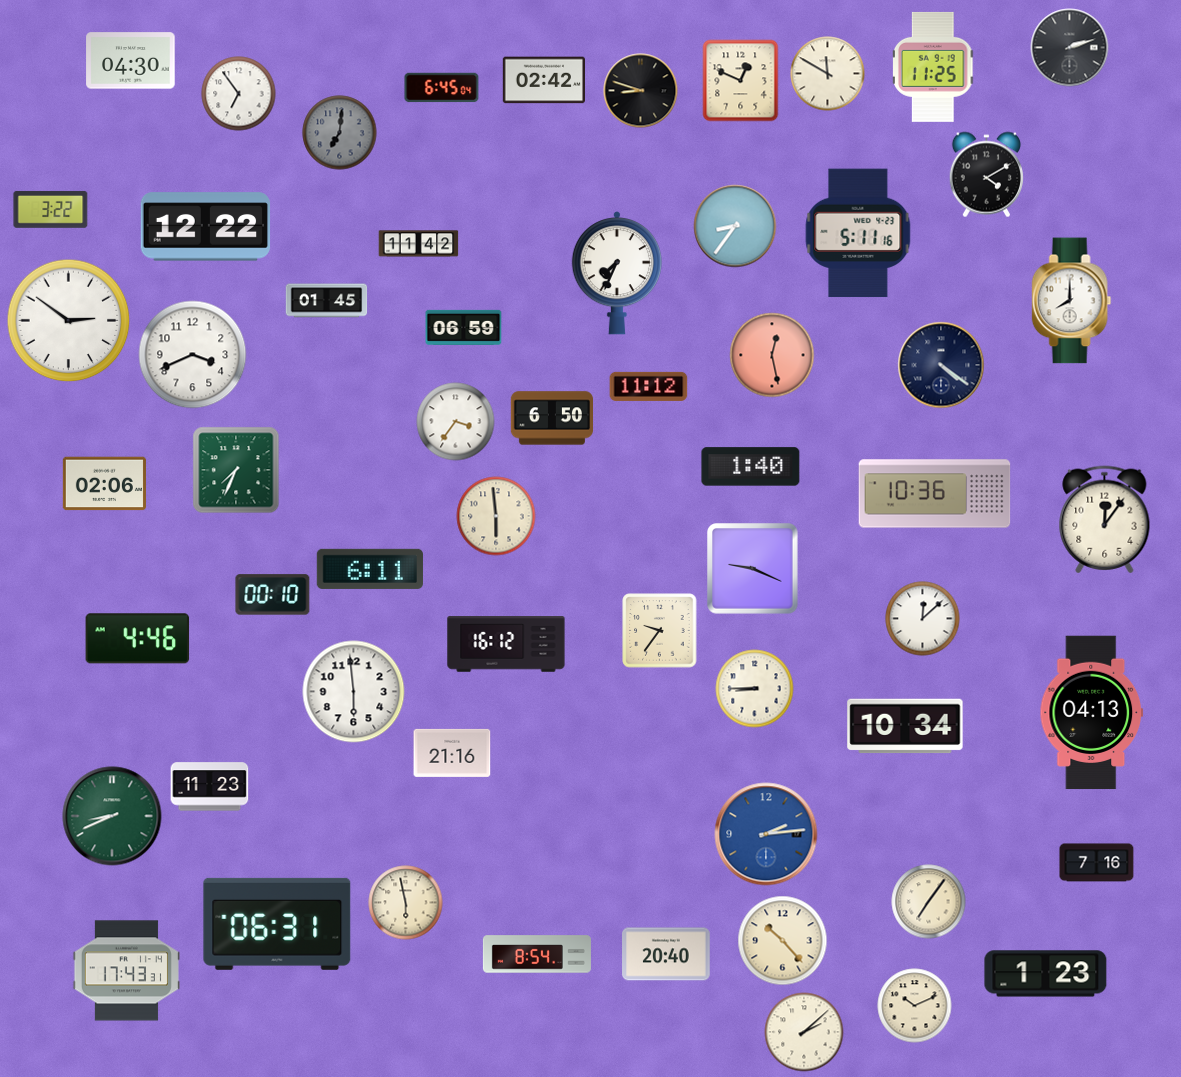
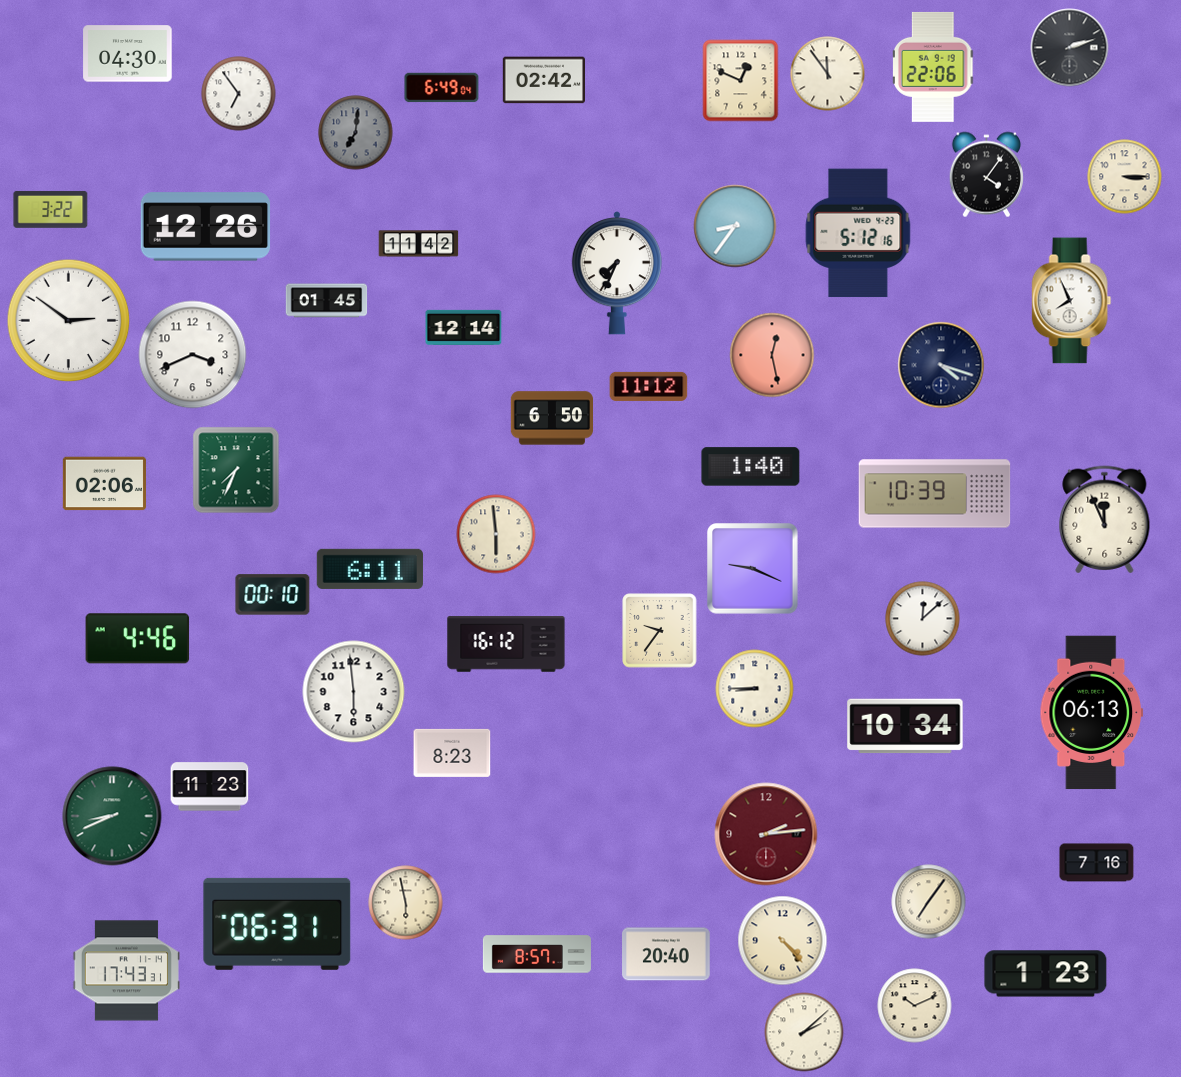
clock at (131, 61) position: (131, 61) -> (128, 54)
clock at (934, 67): 11:25 -> 22:06
clock at (828, 74): 11:50 -> 11:54
clock at (442, 88): 6:45 -> 6:49
clock at (641, 91): 8:48 -> none
clock at (340, 133) position: (340, 133) -> (356, 133)
clock at (986, 175): 4:10 -> 4:06
clock at (1125, 177): none -> 3:15
clock at (206, 227): 12:22 -> 12:26
clock at (858, 233): 5:11 -> 5:12
clock at (1072, 301): 8:00 -> 7:56
clock at (464, 327): 06:59 -> 12:14
clock at (941, 365): 4:21 -> 4:18
clock at (456, 422): 3:36 -> none
clock at (935, 494): 10:36 -> 10:39
clock at (496, 516) position: (496, 516) -> (496, 534)
clock at (1105, 520): 12:06 -> 11:56
clock at (1091, 713): 04:13 -> 06:13
clock at (452, 753): 21:16 -> 8:23
clock at (766, 834) dial: blue -> burgundy
clock at (783, 941): 10:23 -> 4:23
clock at (537, 954): 8:54 -> 8:57
